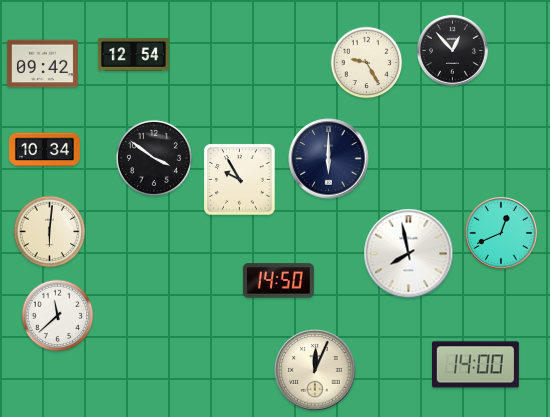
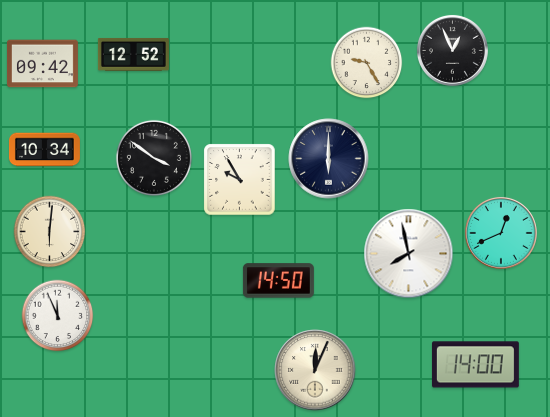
clock at (452, 50): 12:53 -> 12:56
clock at (133, 54): 12:54 -> 12:52
clock at (58, 316): 11:38 -> 11:56
